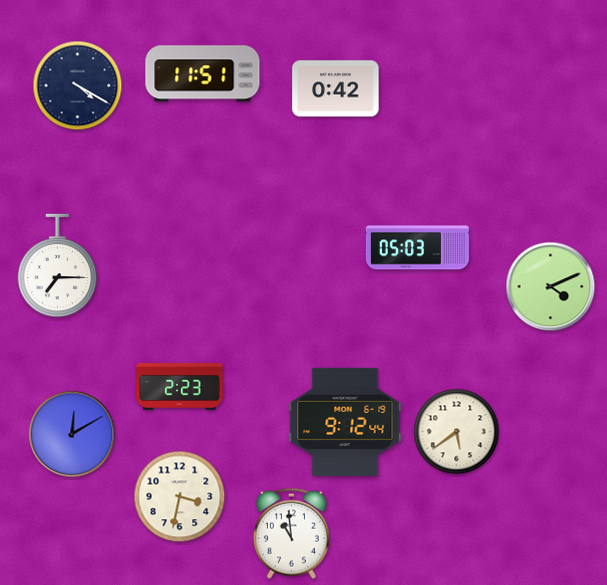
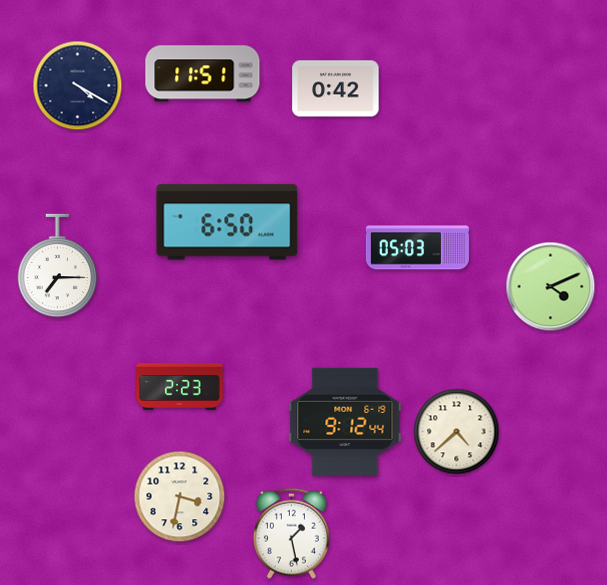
clock at (227, 222): none -> 6:50
clock at (457, 432): 5:39 -> 4:38
clock at (72, 434): 12:10 -> none
clock at (291, 533): 10:59 -> 1:28
